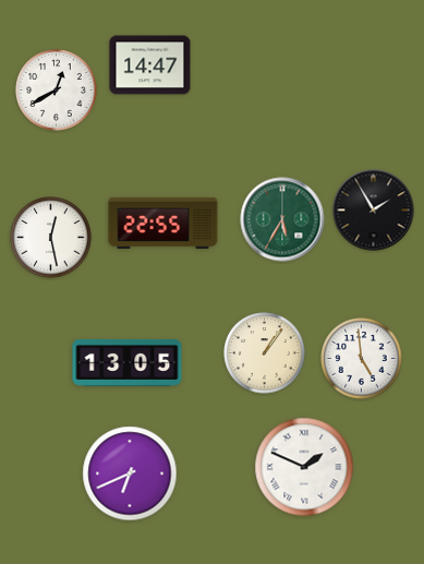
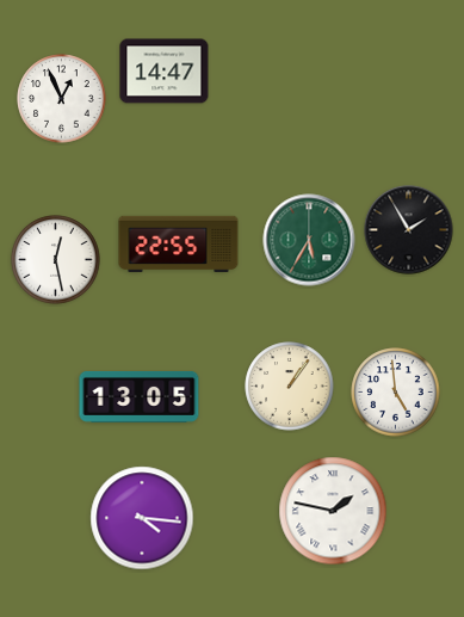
clock at (57, 91): 12:40 -> 12:56
clock at (304, 467): 1:49 -> 1:47
clock at (130, 473): 6:41 -> 4:16
